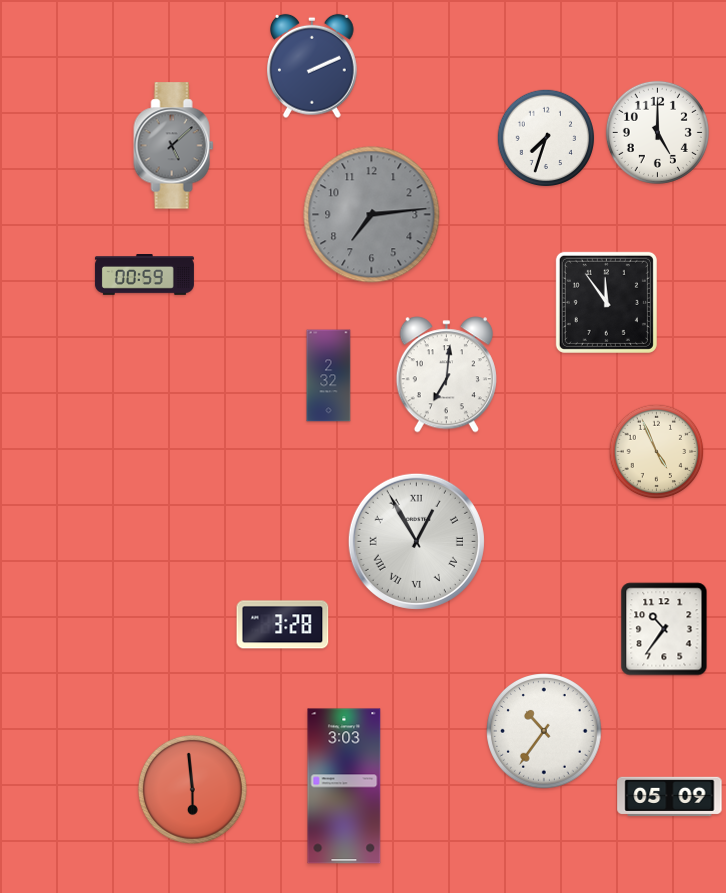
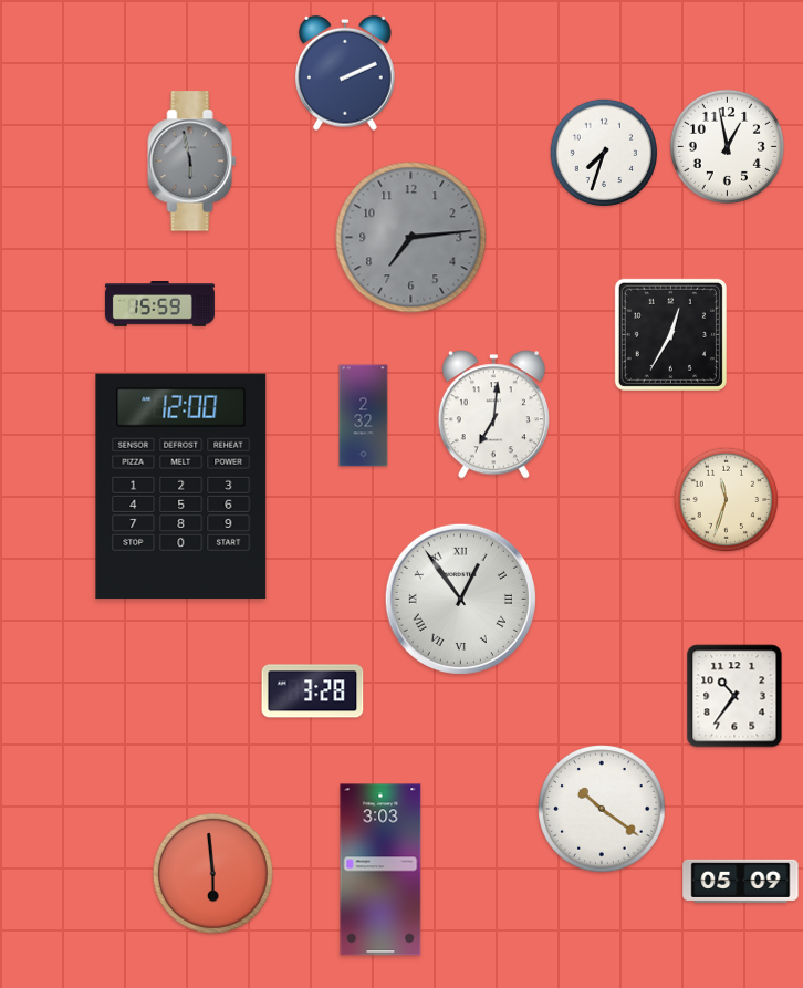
clock at (657, 132): 5:00 -> 12:58
clock at (174, 146): 5:08 -> 5:58
clock at (144, 275): 00:59 -> 15:59
clock at (606, 302): 11:54 -> 12:35
clock at (181, 487): none -> 12:00
clock at (657, 452): 4:56 -> 11:33
clock at (416, 541): 12:55 -> 12:54
clock at (544, 731): 10:36 -> 10:21
